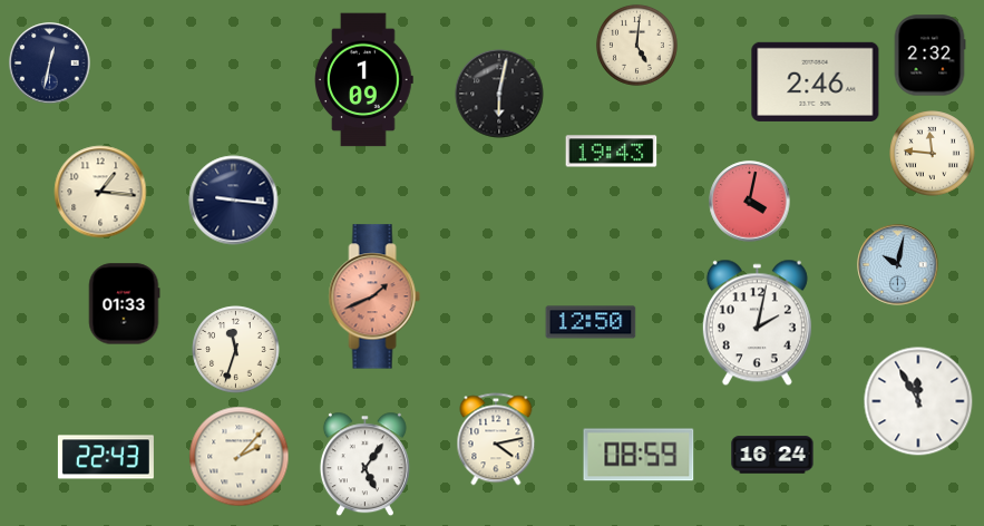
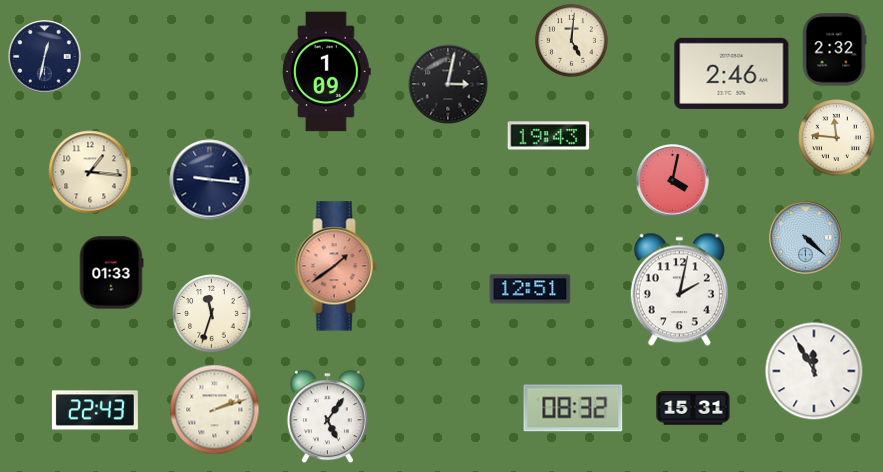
clock at (499, 94): 6:02 -> 3:02
clock at (898, 265): 10:02 -> 4:22
clock at (374, 296): 1:41 -> 1:39
clock at (591, 322): 12:50 -> 12:51
clock at (918, 401) position: (918, 401) -> (814, 371)
clock at (496, 439): 4:13 -> none
clock at (639, 455): 08:59 -> 08:32
clock at (772, 455): 16:24 -> 15:31
clock at (240, 457): 2:07 -> 2:12
